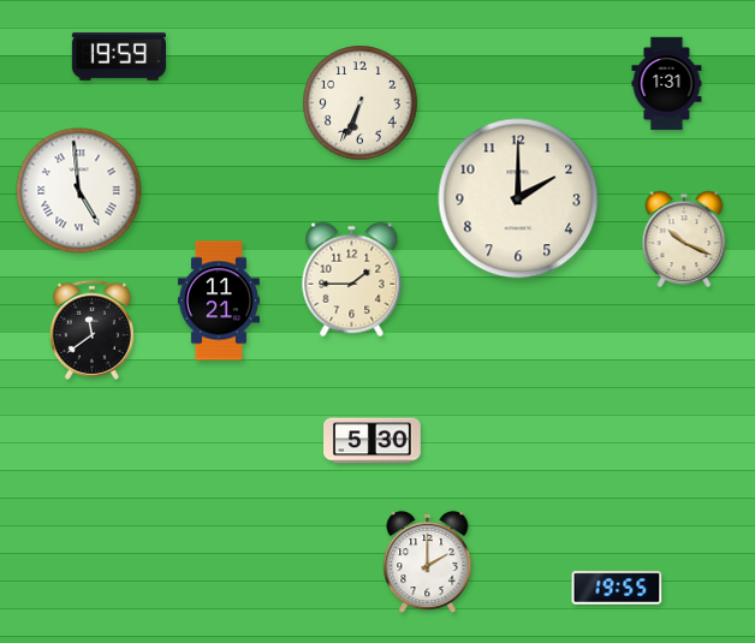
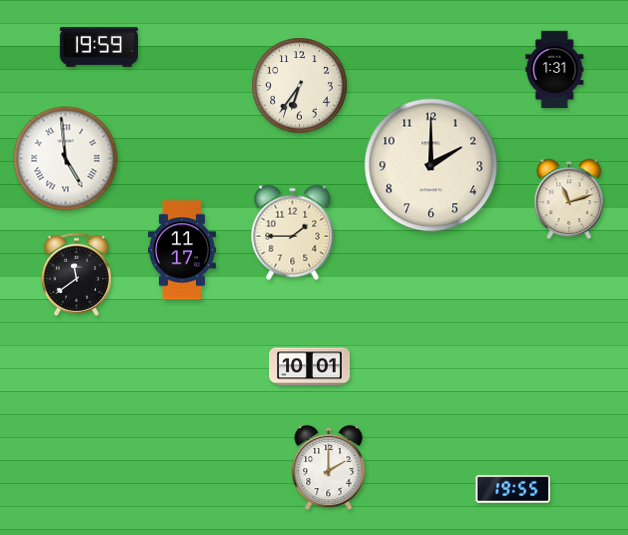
clock at (361, 103): 6:34 -> 6:36
clock at (684, 239): 10:19 -> 11:12
clock at (219, 300): 11:21 -> 11:17
clock at (373, 441): 5:30 -> 10:01
clock at (428, 562) position: (428, 562) -> (329, 468)
